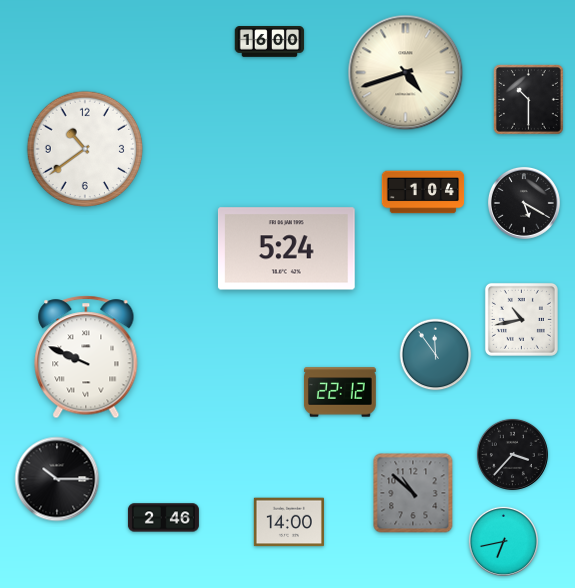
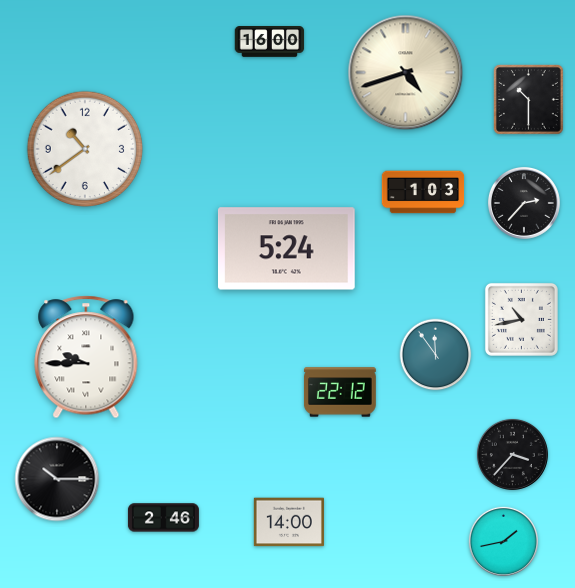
clock at (423, 192): 1:04 -> 1:03
clock at (524, 203): 5:20 -> 2:37
clock at (86, 357): 9:49 -> 9:45
clock at (413, 493): 10:52 -> none
clock at (503, 541): 6:43 -> 1:43
